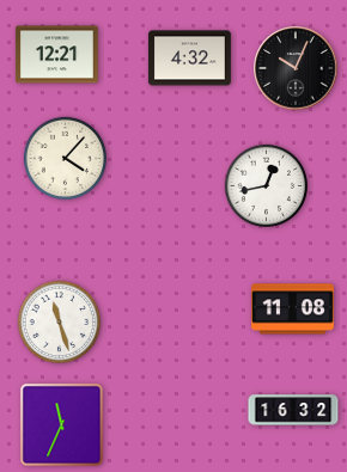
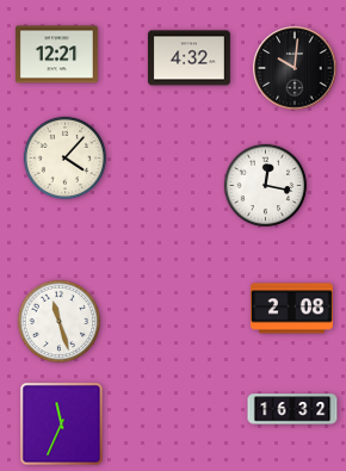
clock at (296, 68): 10:04 -> 10:01
clock at (266, 185): 12:43 -> 12:17
clock at (292, 309): 11:08 -> 2:08
